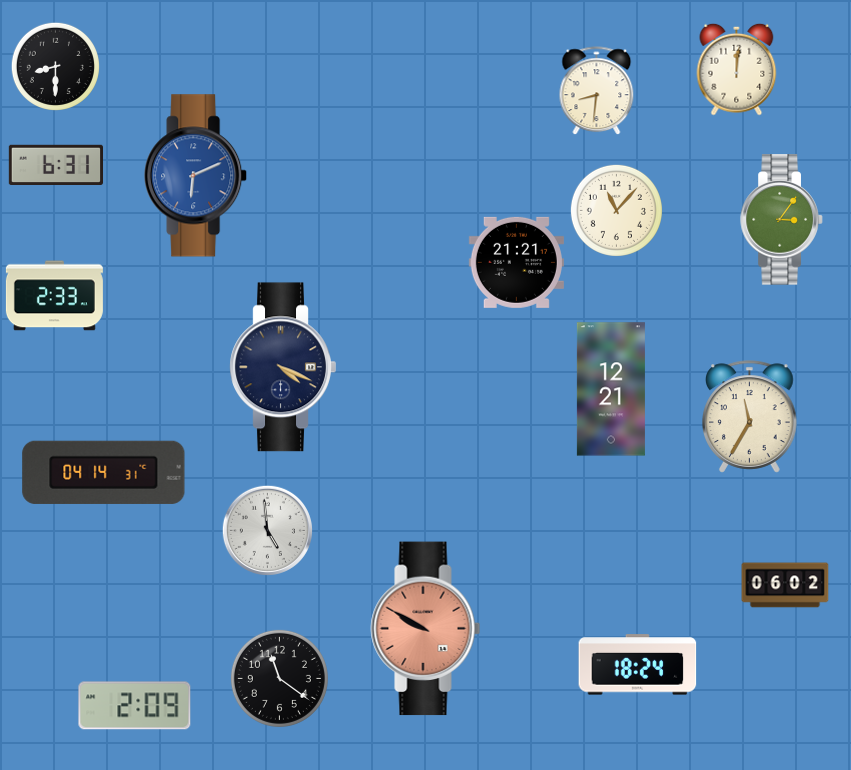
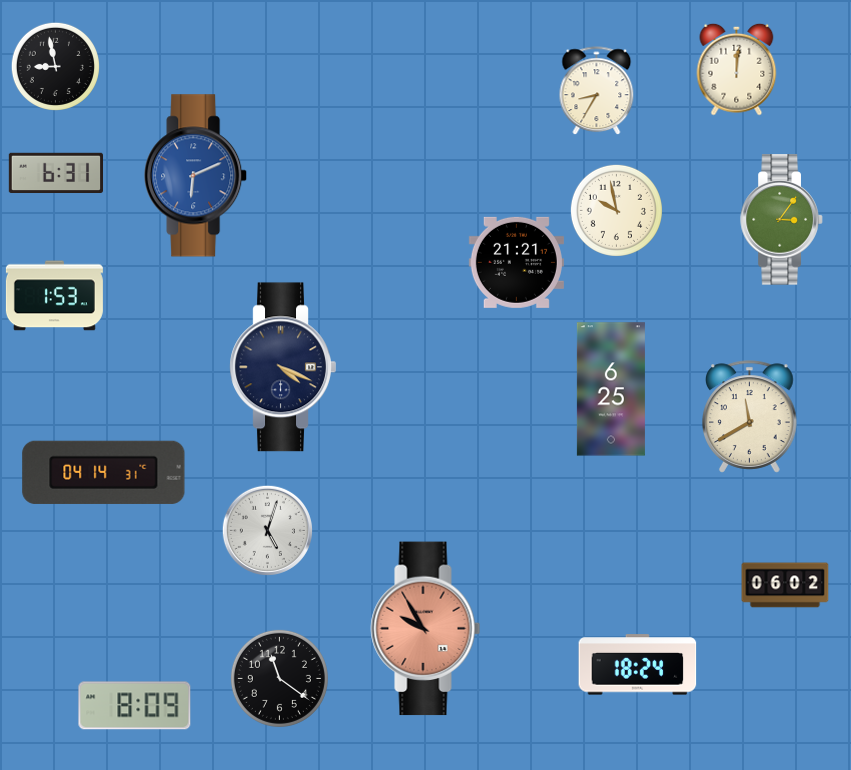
clock at (55, 66): 8:30 -> 8:58
clock at (597, 91): 8:31 -> 8:35
clock at (55, 165) position: (55, 165) -> (55, 173)
clock at (616, 210): 11:07 -> 9:58
clock at (54, 296): 2:33 -> 1:53
clock at (611, 389): 12:21 -> 6:25
clock at (750, 417): 11:35 -> 11:40
clock at (267, 530): 4:59 -> 5:03
clock at (426, 629): 9:50 -> 9:55
clock at (135, 706): 2:09 -> 8:09
